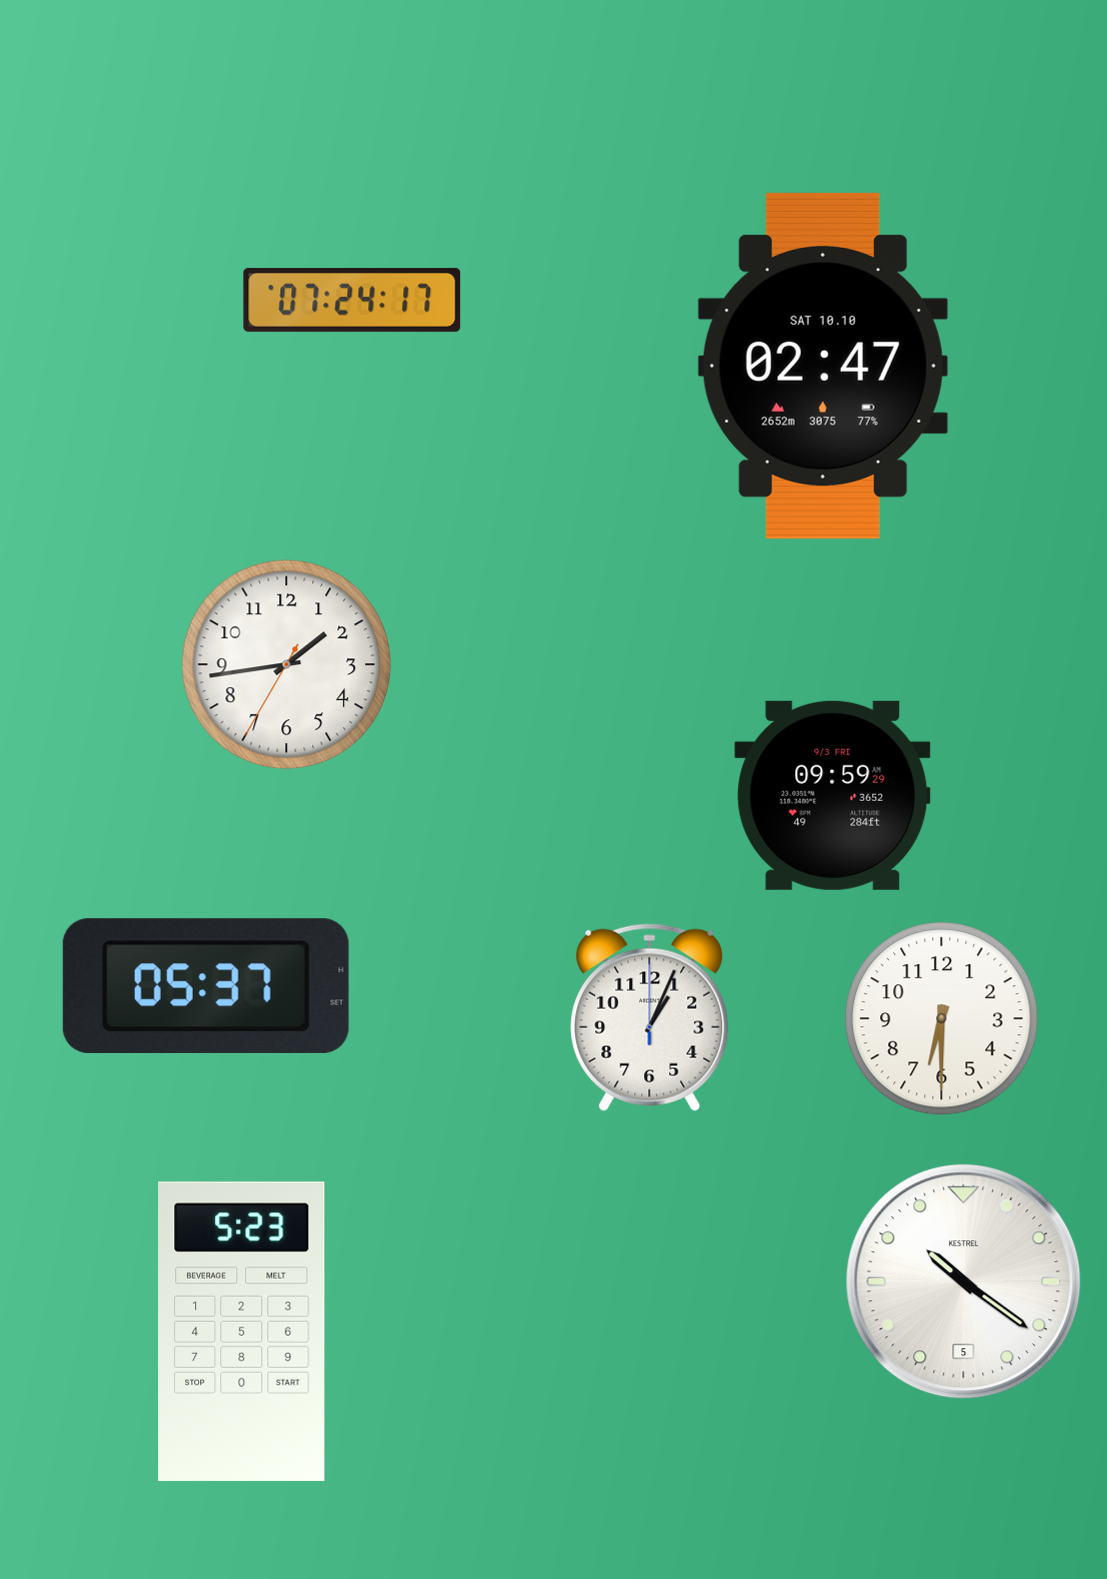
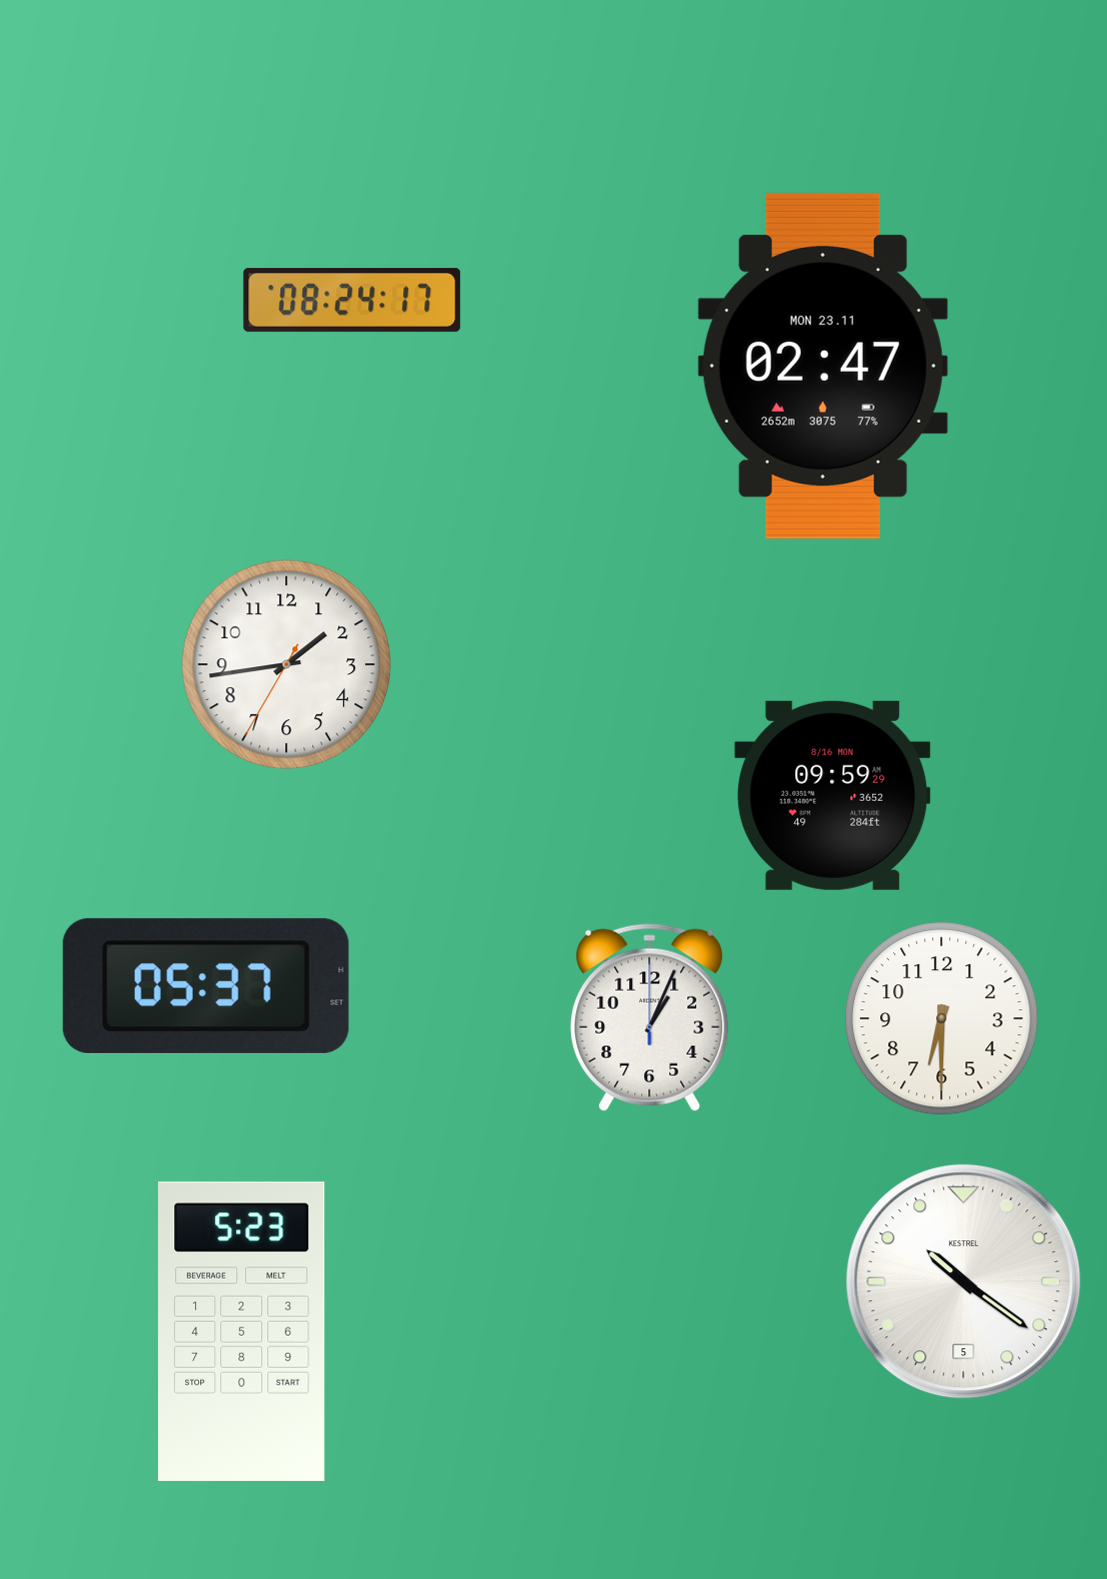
clock at (352, 300): 07:24 -> 08:24
clock at (823, 366) date: SAT 10.10 -> MON 23.11
clock at (833, 795) date: 9/3 FRI -> 8/16 MON
